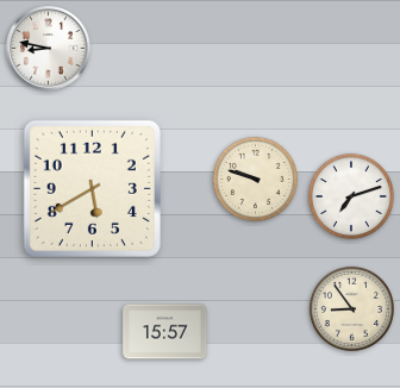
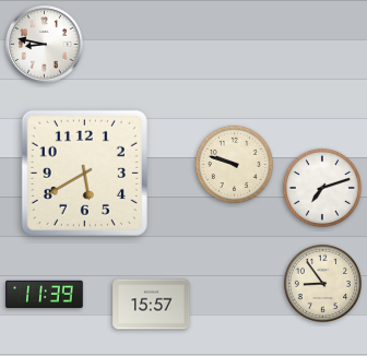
clock at (351, 196) position: (351, 196) -> (322, 188)
clock at (45, 295): none -> 11:39
